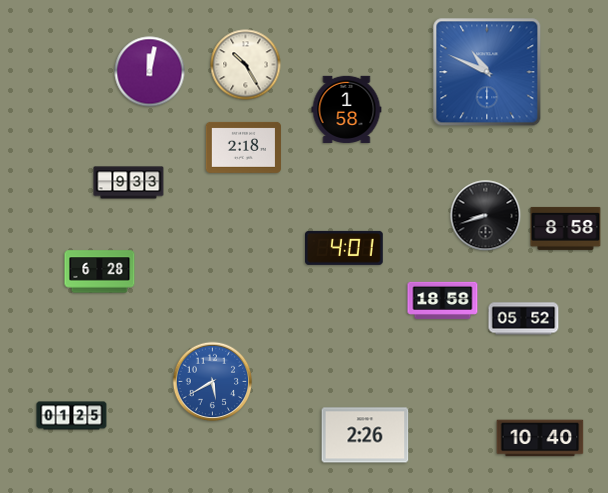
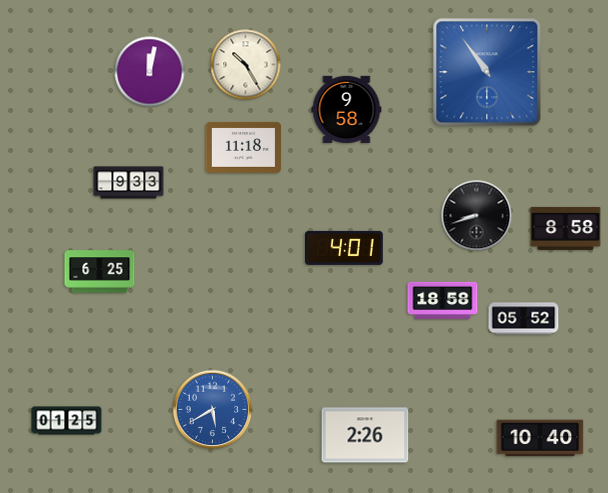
clock at (487, 72): 10:49 -> 10:54
clock at (347, 109): 1:58 -> 9:58
clock at (243, 147): 2:18 -> 11:18
clock at (486, 216) position: (486, 216) -> (477, 216)
clock at (100, 272): 6:28 -> 6:25
clock at (213, 382) position: (213, 382) -> (213, 410)
clock at (72, 416) position: (72, 416) -> (67, 421)
